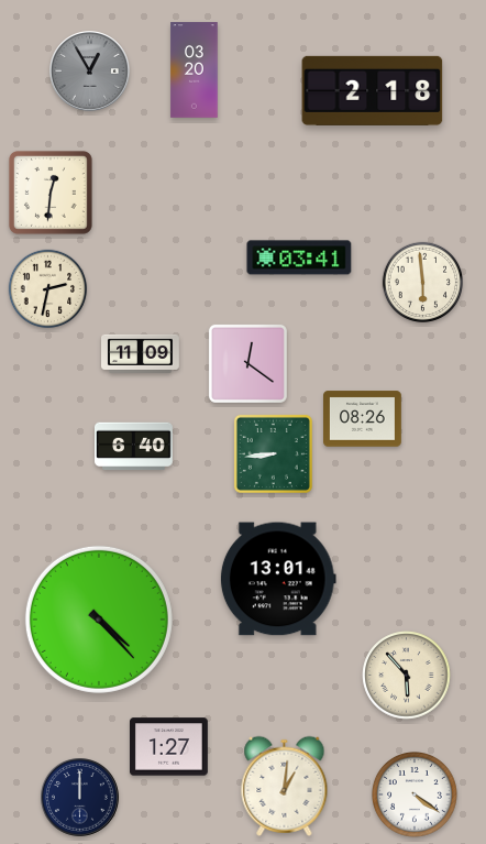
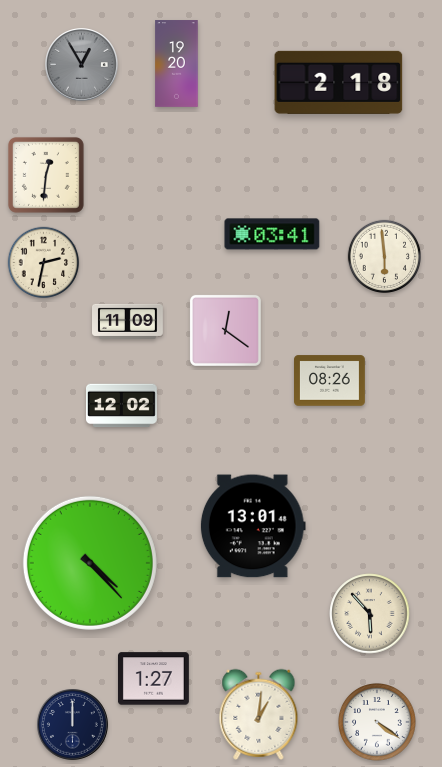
clock at (195, 70): 03:20 -> 19:20
clock at (134, 447): 6:40 -> 12:02
clock at (273, 453): 8:44 -> none
